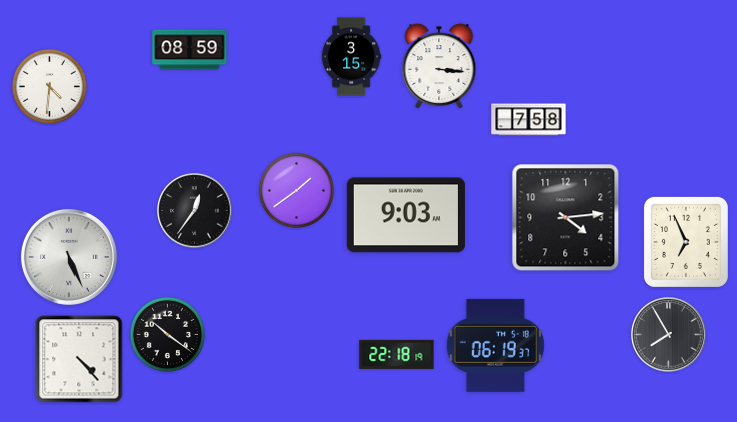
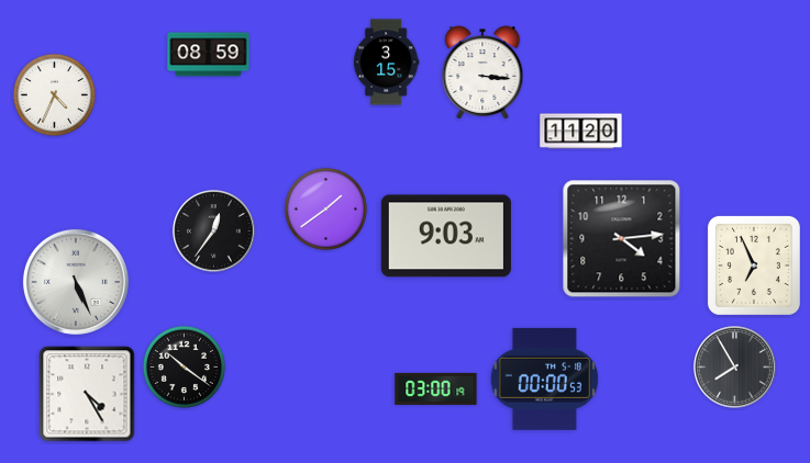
clock at (49, 86): 4:31 -> 4:34
clock at (529, 120): 7:58 -> 11:20
clock at (495, 345): 06:19 -> 00:00
clock at (397, 354): 22:18 -> 03:00
clock at (79, 359): 4:23 -> 4:25
